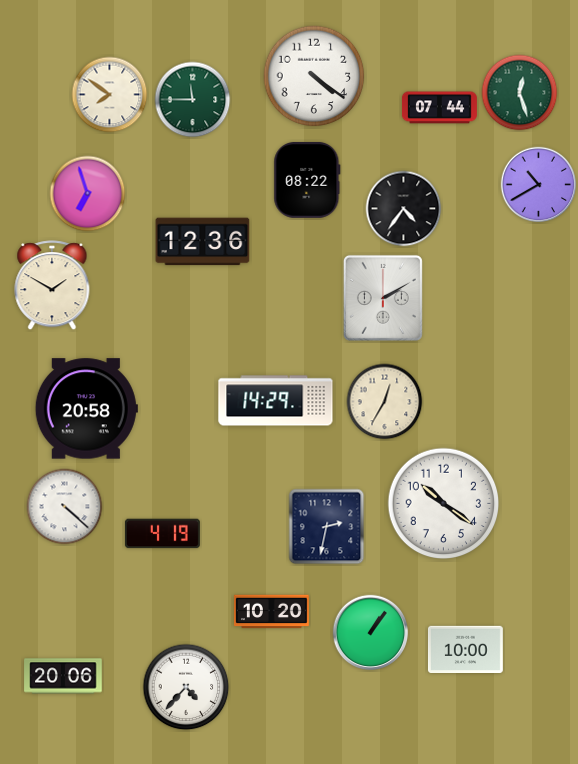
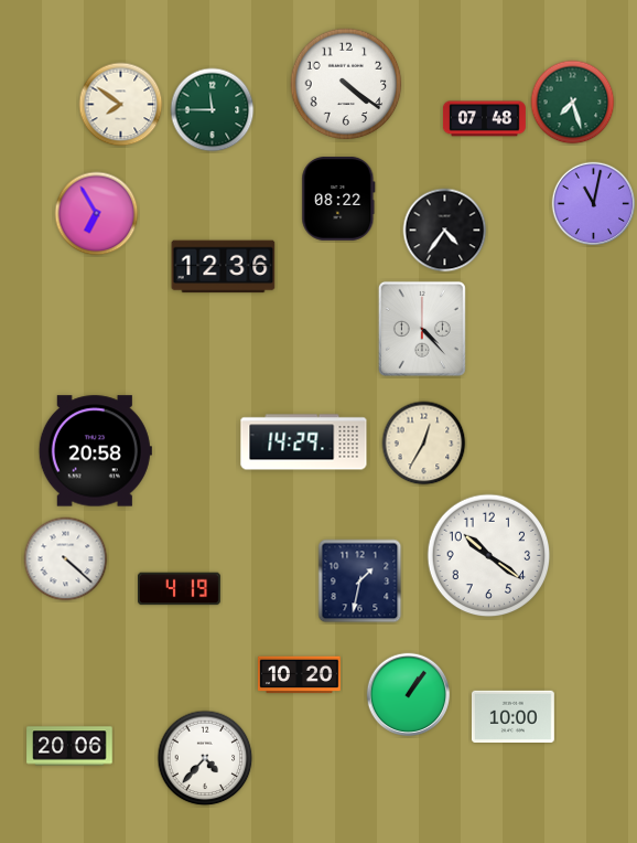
clock at (520, 93): 12:27 -> 7:27
clock at (439, 108): 07:44 -> 07:48
clock at (539, 185): 10:40 -> 11:02
clock at (88, 194): 6:57 -> 6:55
clock at (52, 286): 1:50 -> none
clock at (383, 298): 2:10 -> 4:23
clock at (65, 507) position: (65, 507) -> (66, 559)
clock at (327, 527): 2:32 -> 1:32
clock at (371, 633) position: (371, 633) -> (409, 695)
